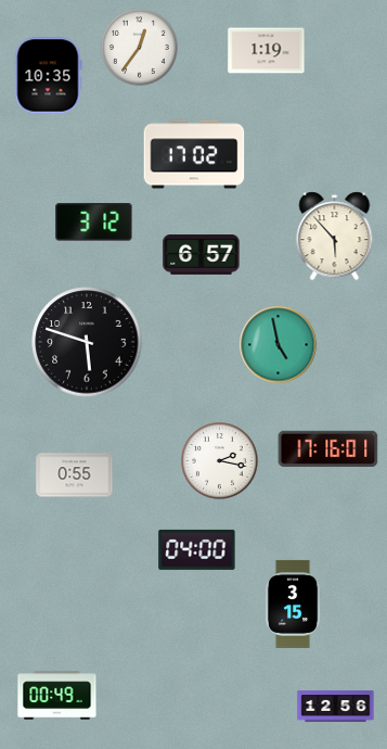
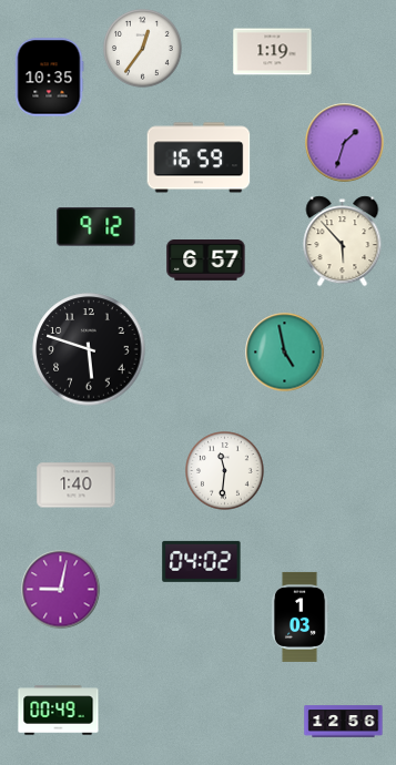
clock at (345, 143): none -> 1:33
clock at (194, 154): 17:02 -> 16:59
clock at (94, 223): 3:12 -> 9:12
clock at (328, 449): 17:16 -> none
clock at (220, 461): 2:17 -> 11:31
clock at (75, 475): 0:55 -> 1:40
clock at (197, 549): 04:00 -> 04:02
clock at (61, 590): none -> 9:02
clock at (293, 604): 3:15 -> 1:03
